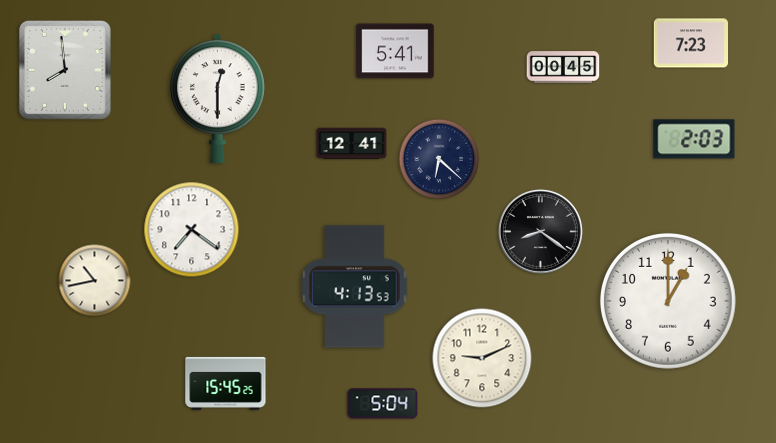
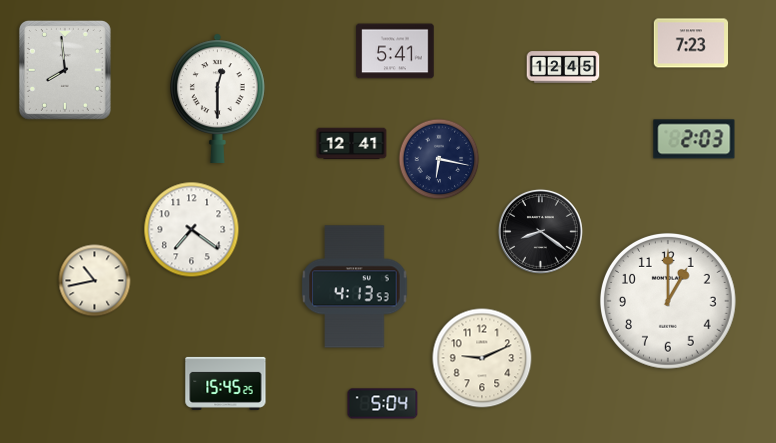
clock at (563, 67): 00:45 -> 12:45
clock at (439, 159): 6:22 -> 6:17
